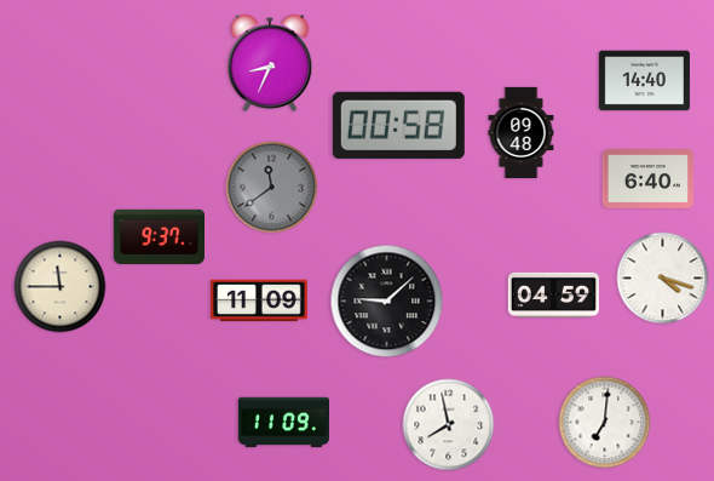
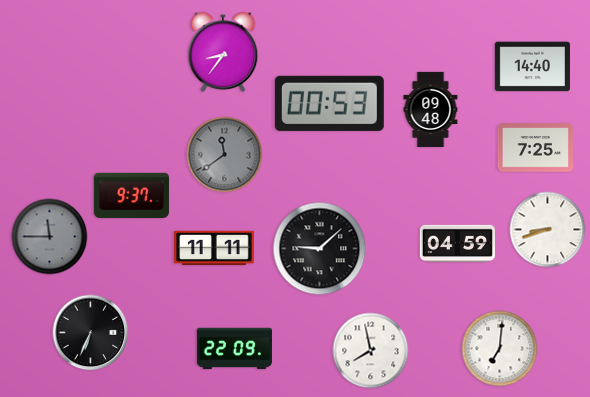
clock at (270, 63): 8:34 -> 8:36
clock at (398, 125): 00:58 -> 00:53
clock at (647, 179): 6:40 -> 7:25
clock at (663, 279): 4:18 -> 8:42
clock at (61, 287) dial: cream -> grey
clock at (260, 300): 11:09 -> 11:11
clock at (91, 333): none -> 6:34
clock at (283, 423): 11:09 -> 22:09
